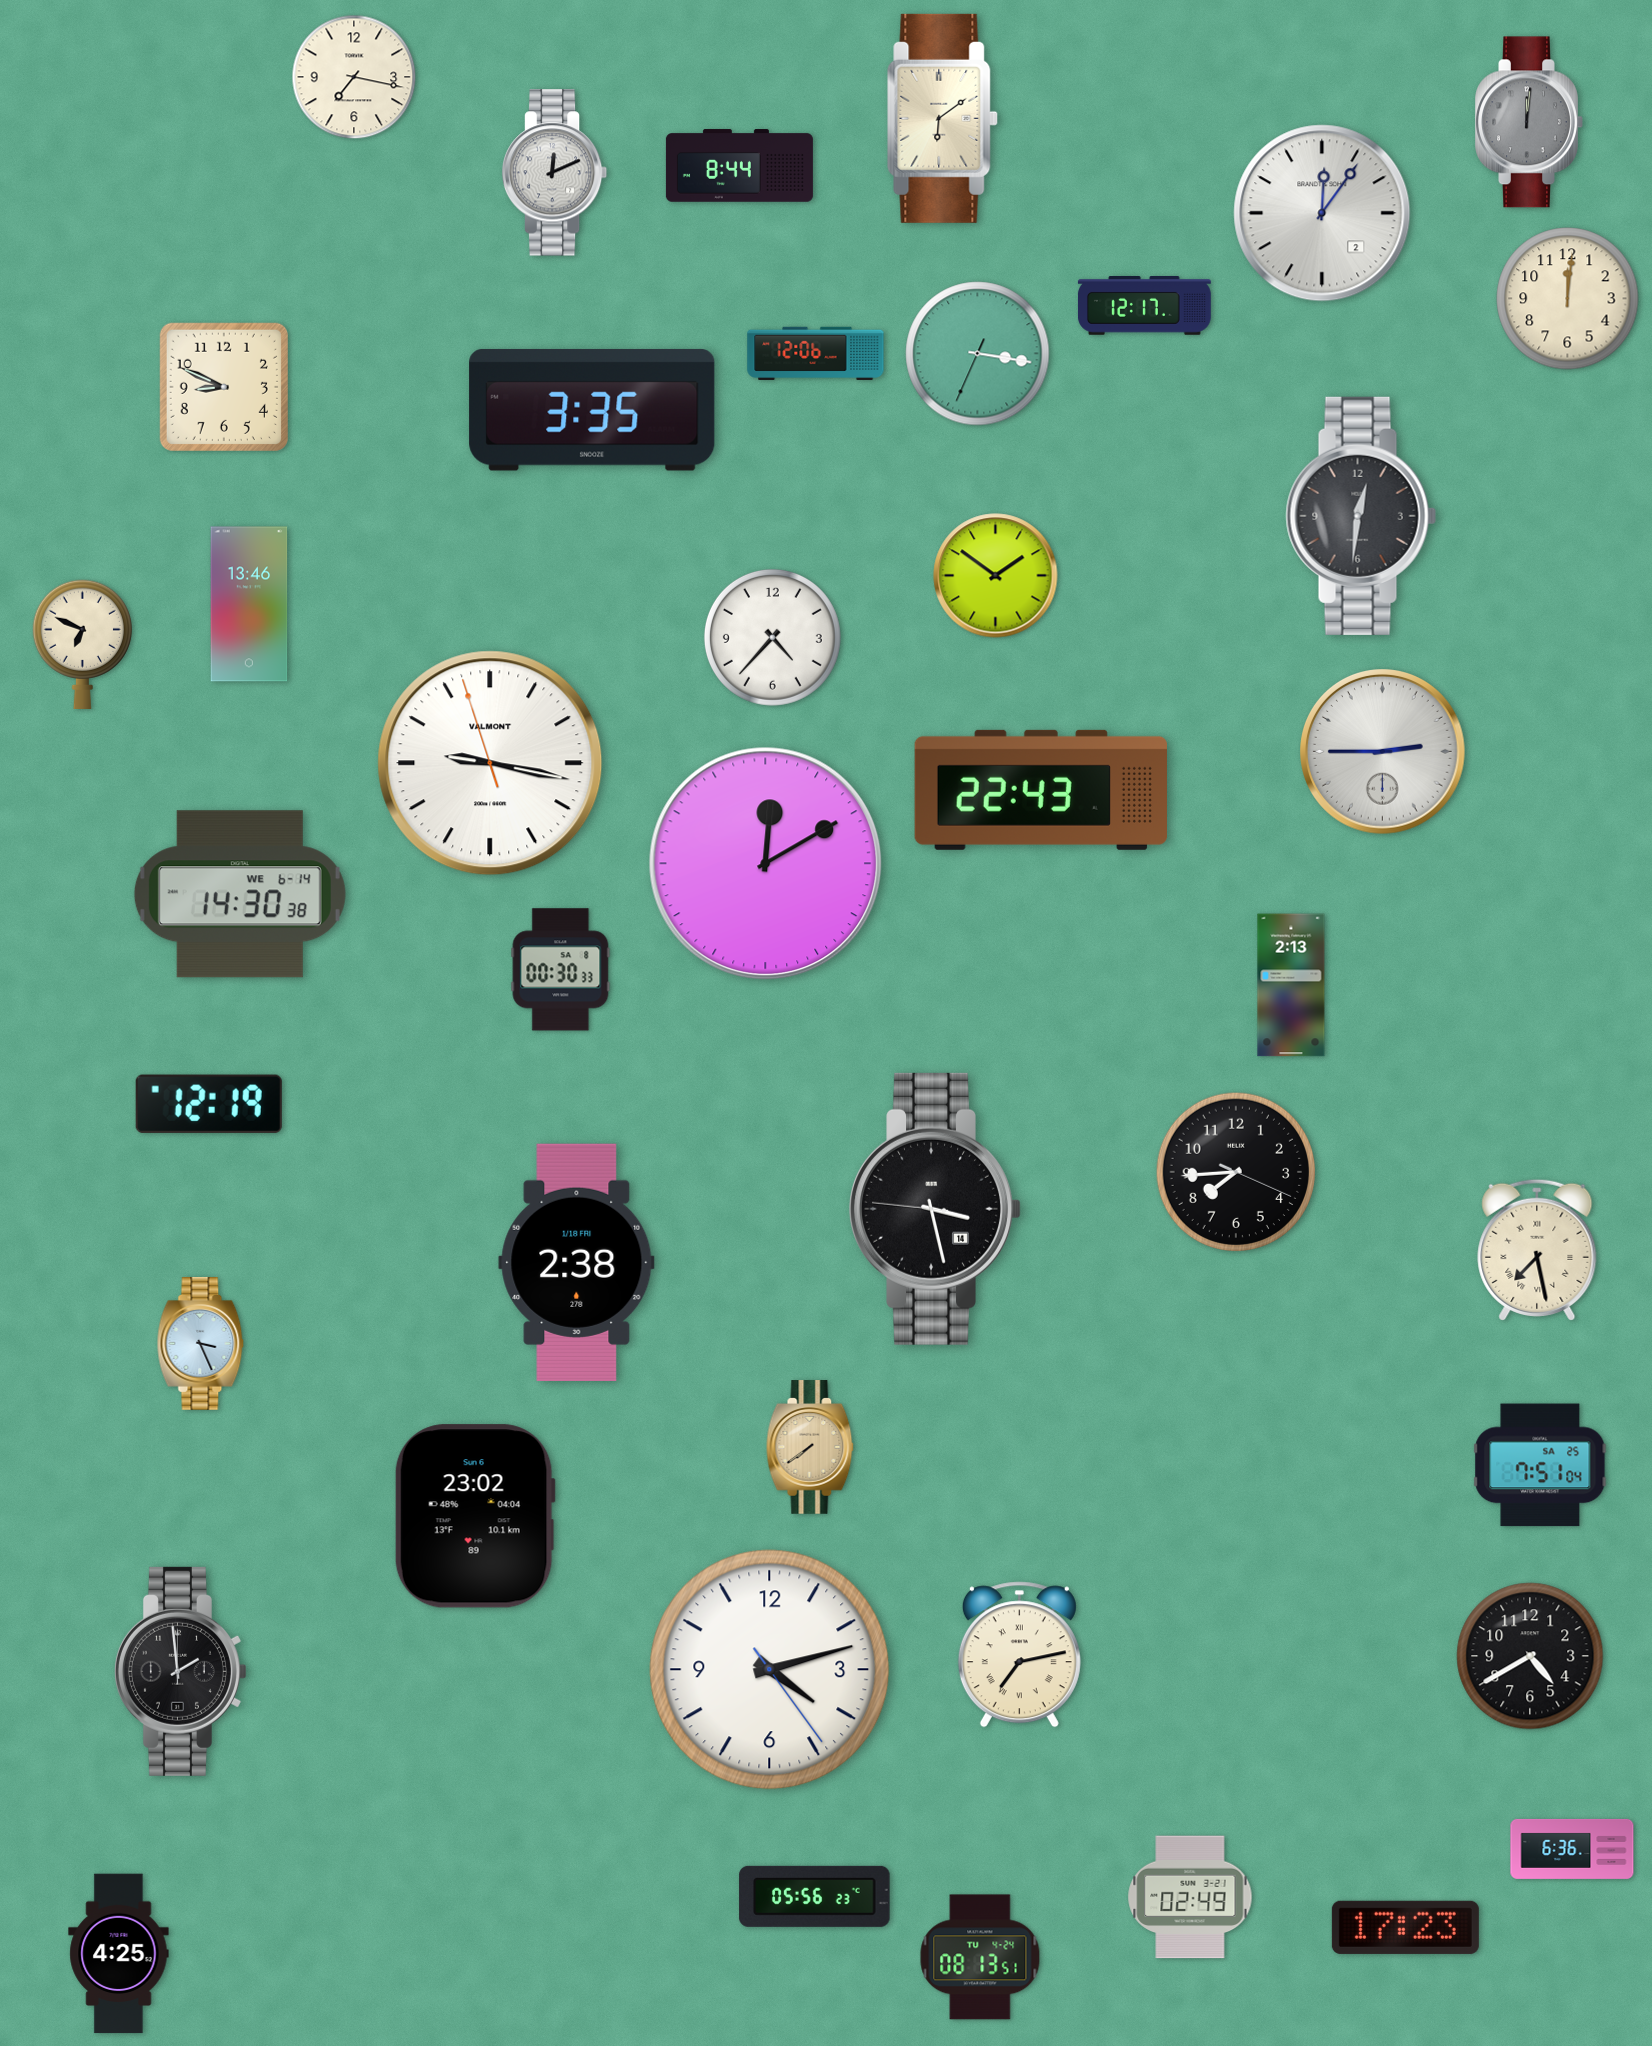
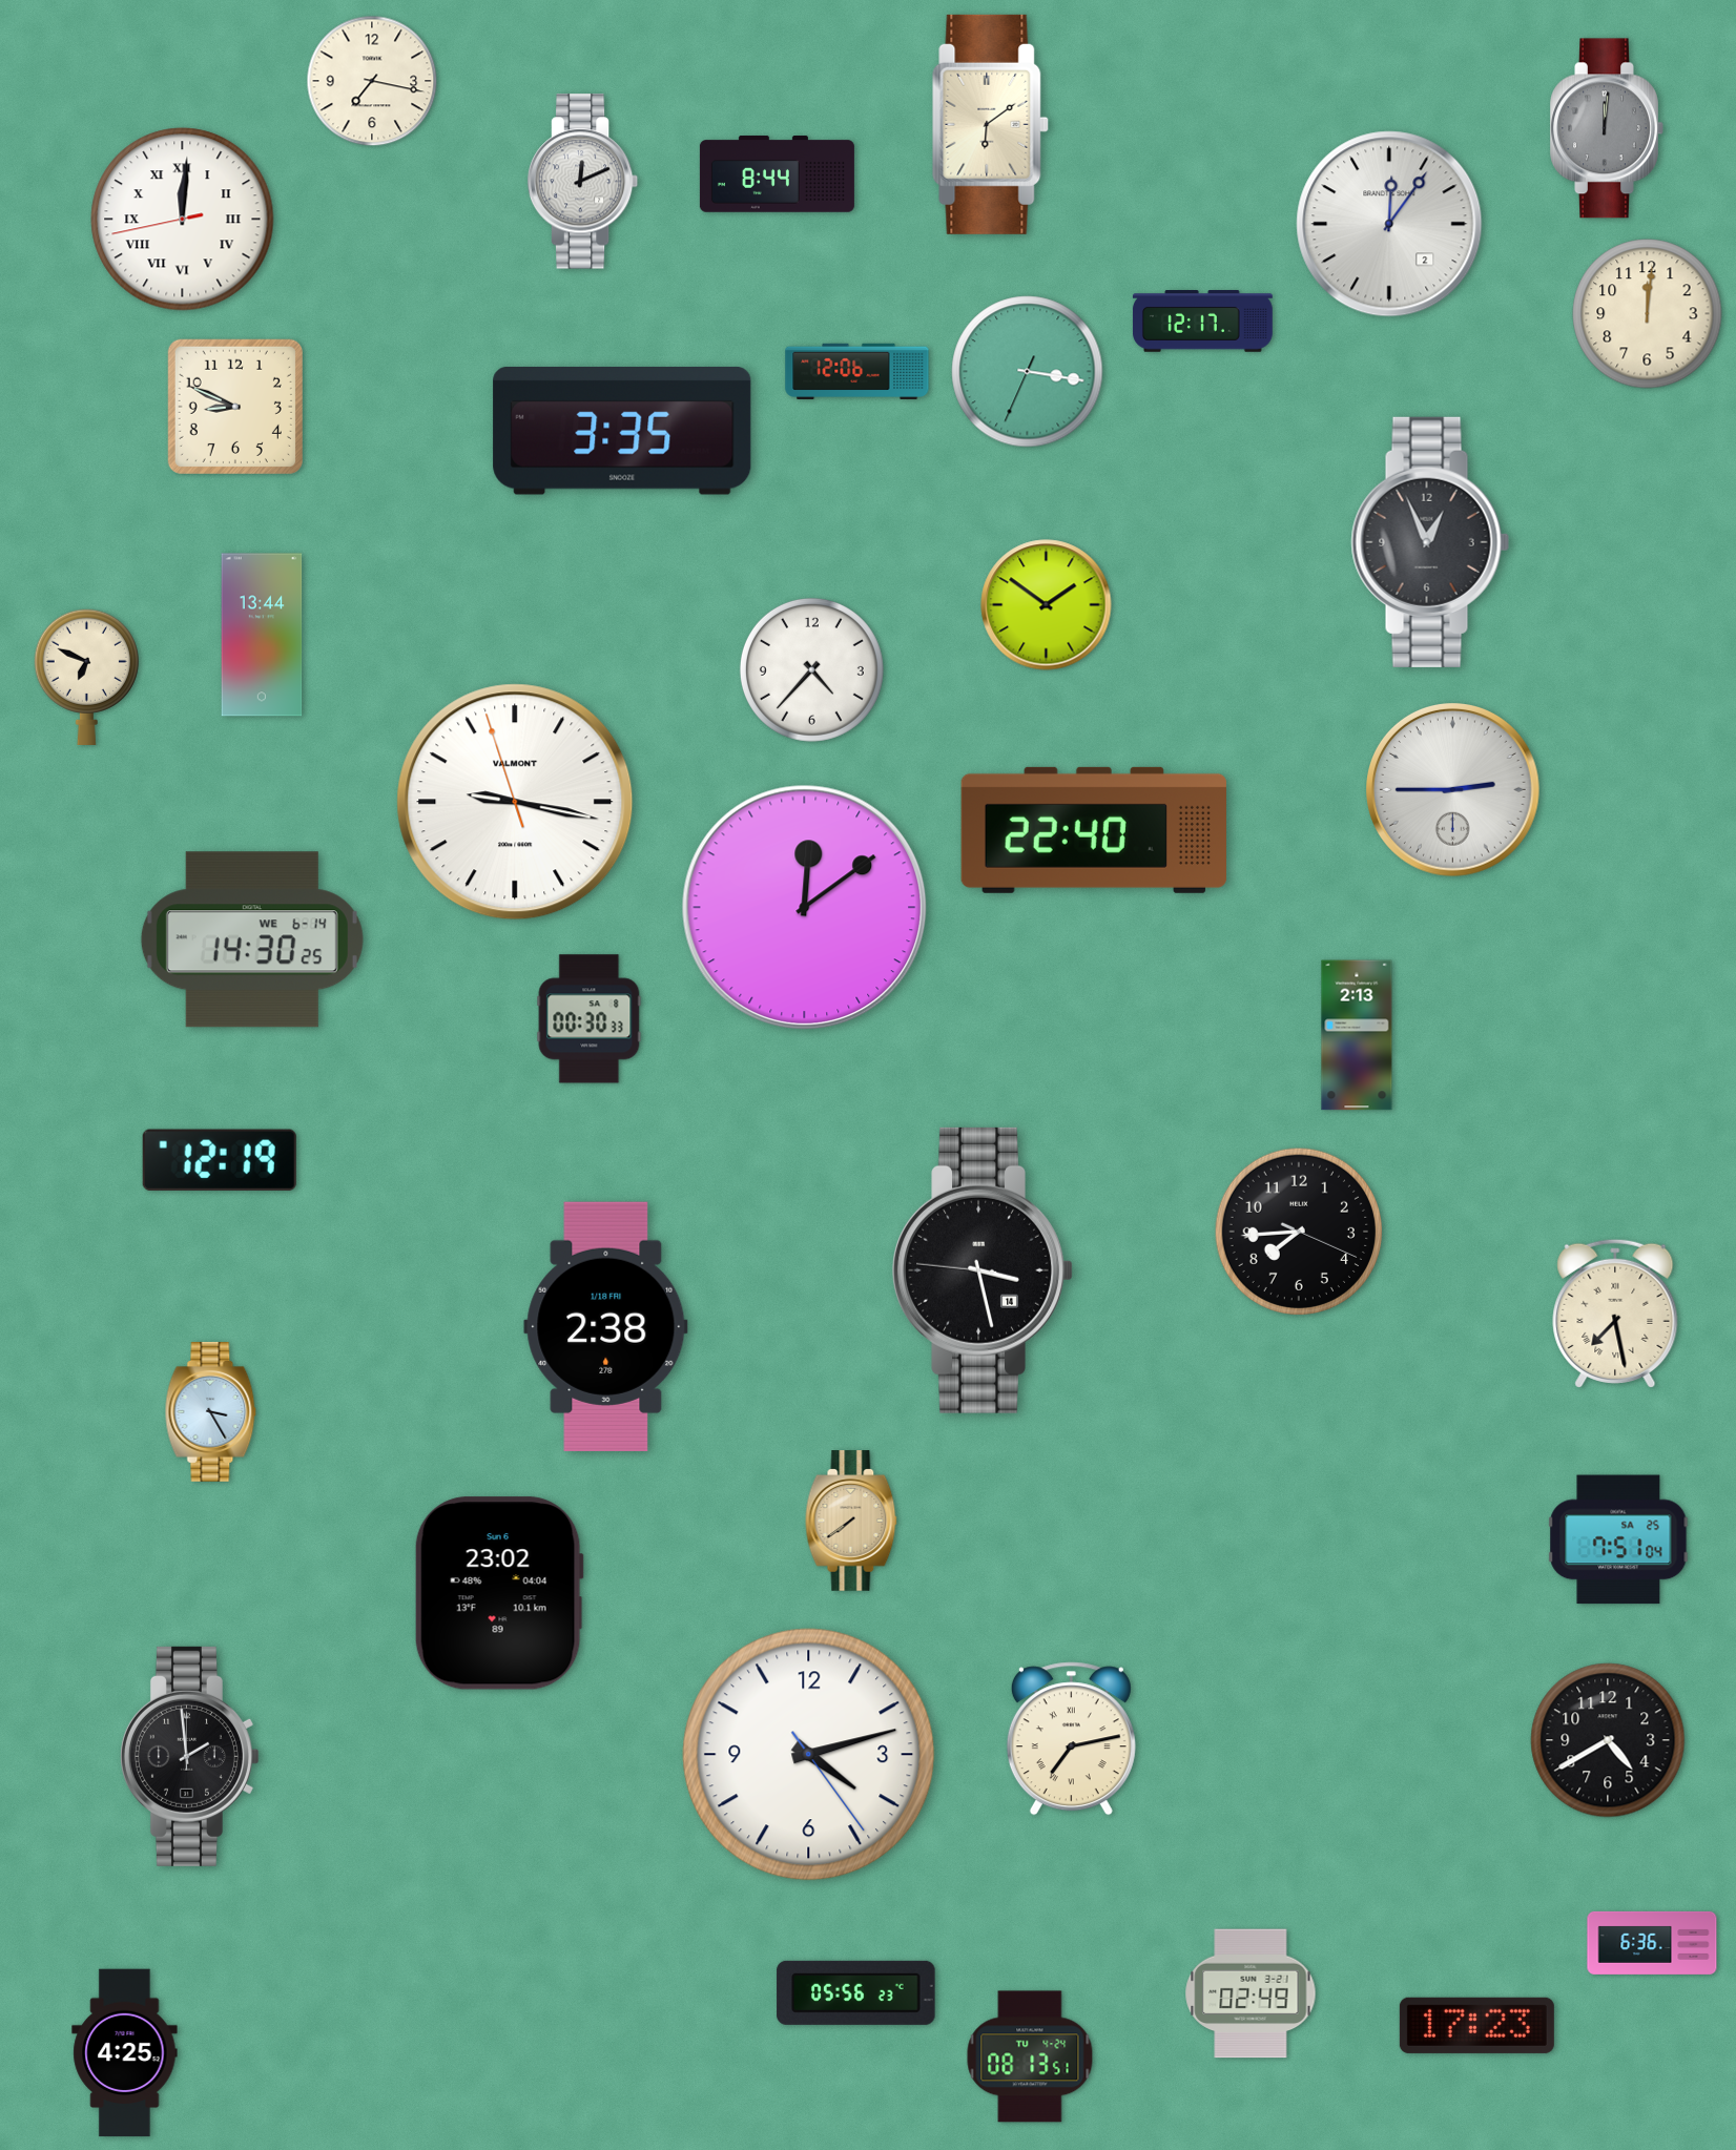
clock at (183, 220): none -> 12:00
clock at (1361, 516): 12:31 -> 12:56
clock at (249, 604): 13:46 -> 13:44
clock at (1041, 790): 22:43 -> 22:40
clock at (766, 864): 12:10 -> 12:09
clock at (240, 894): 14:30:38 -> 14:30:25
clock at (201, 1343): 3:26 -> 3:25
